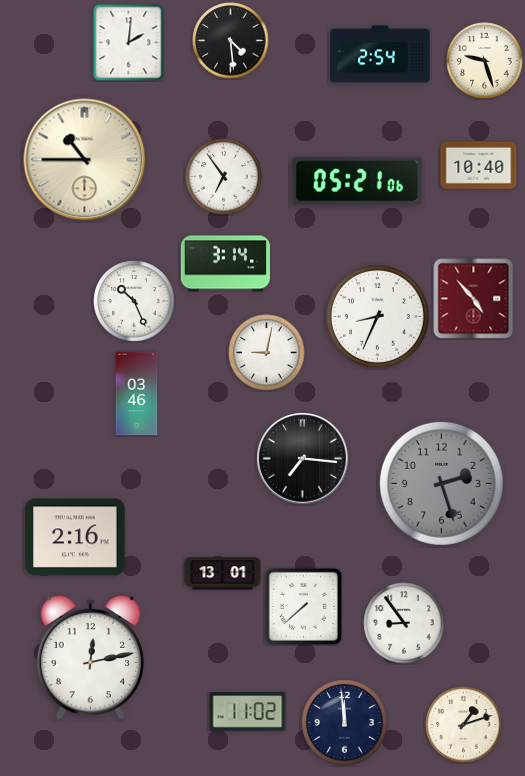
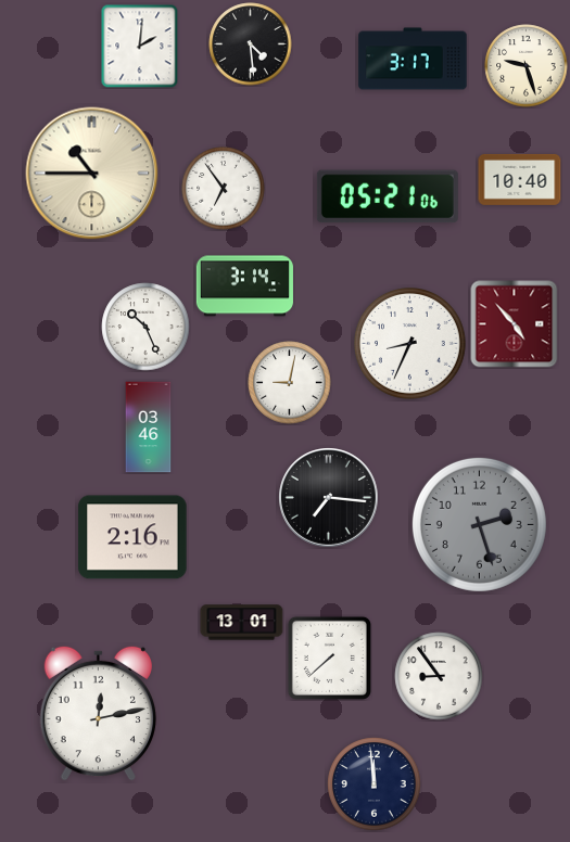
clock at (380, 54): 2:54 -> 3:17
clock at (224, 177) position: (224, 177) -> (224, 189)
clock at (75, 537) position: (75, 537) -> (132, 537)
clock at (248, 712): 11:02 -> none
clock at (464, 725): 1:12 -> none
